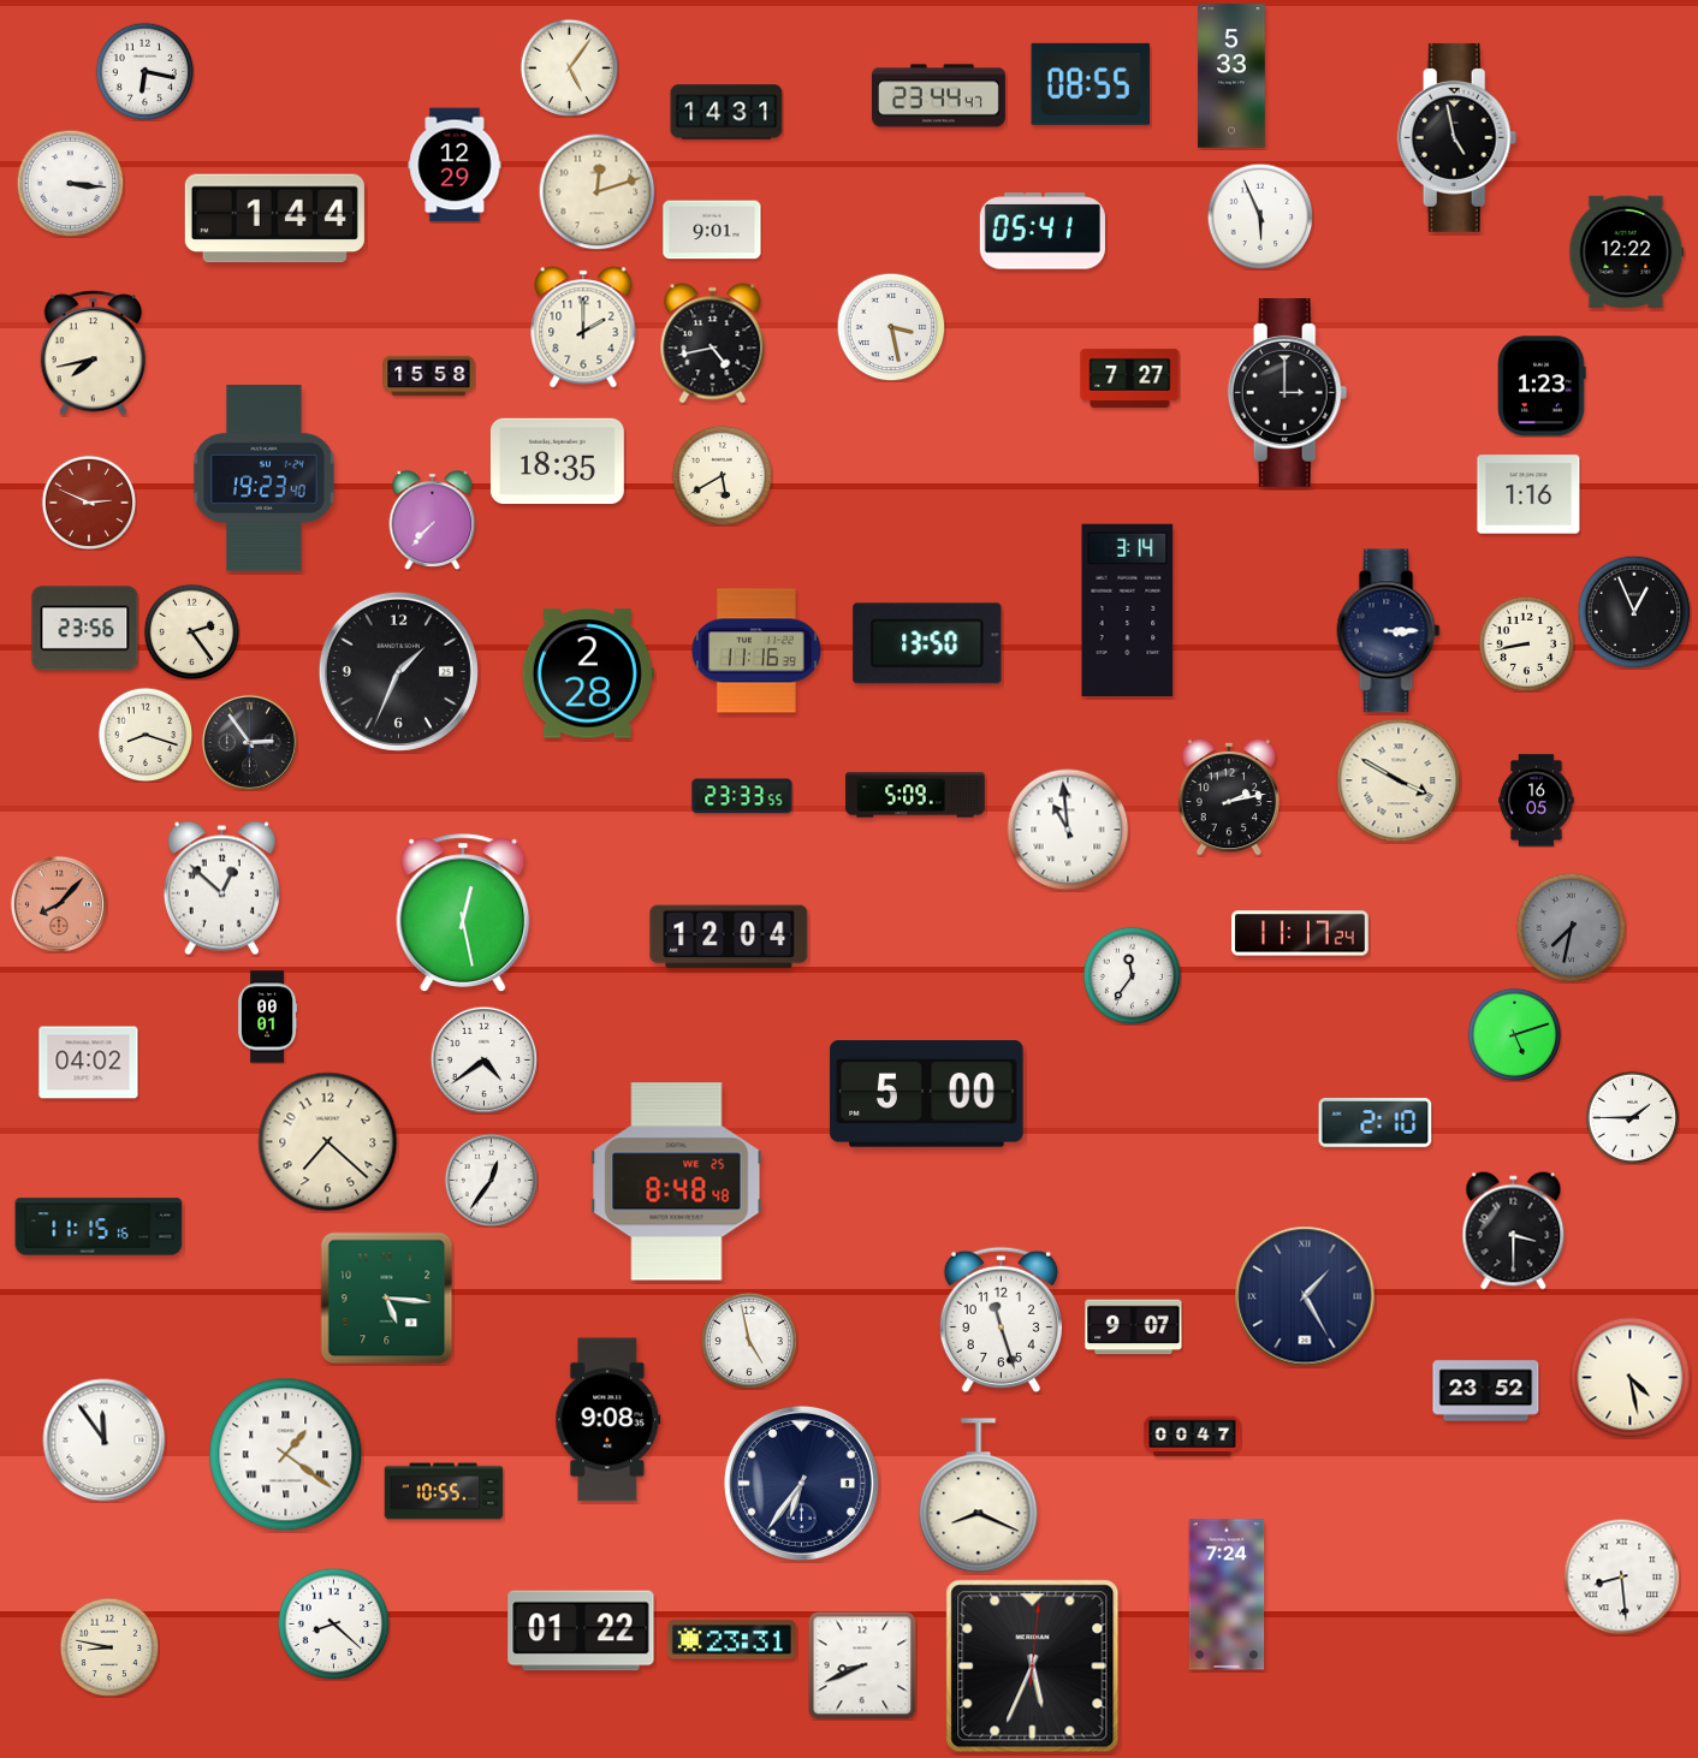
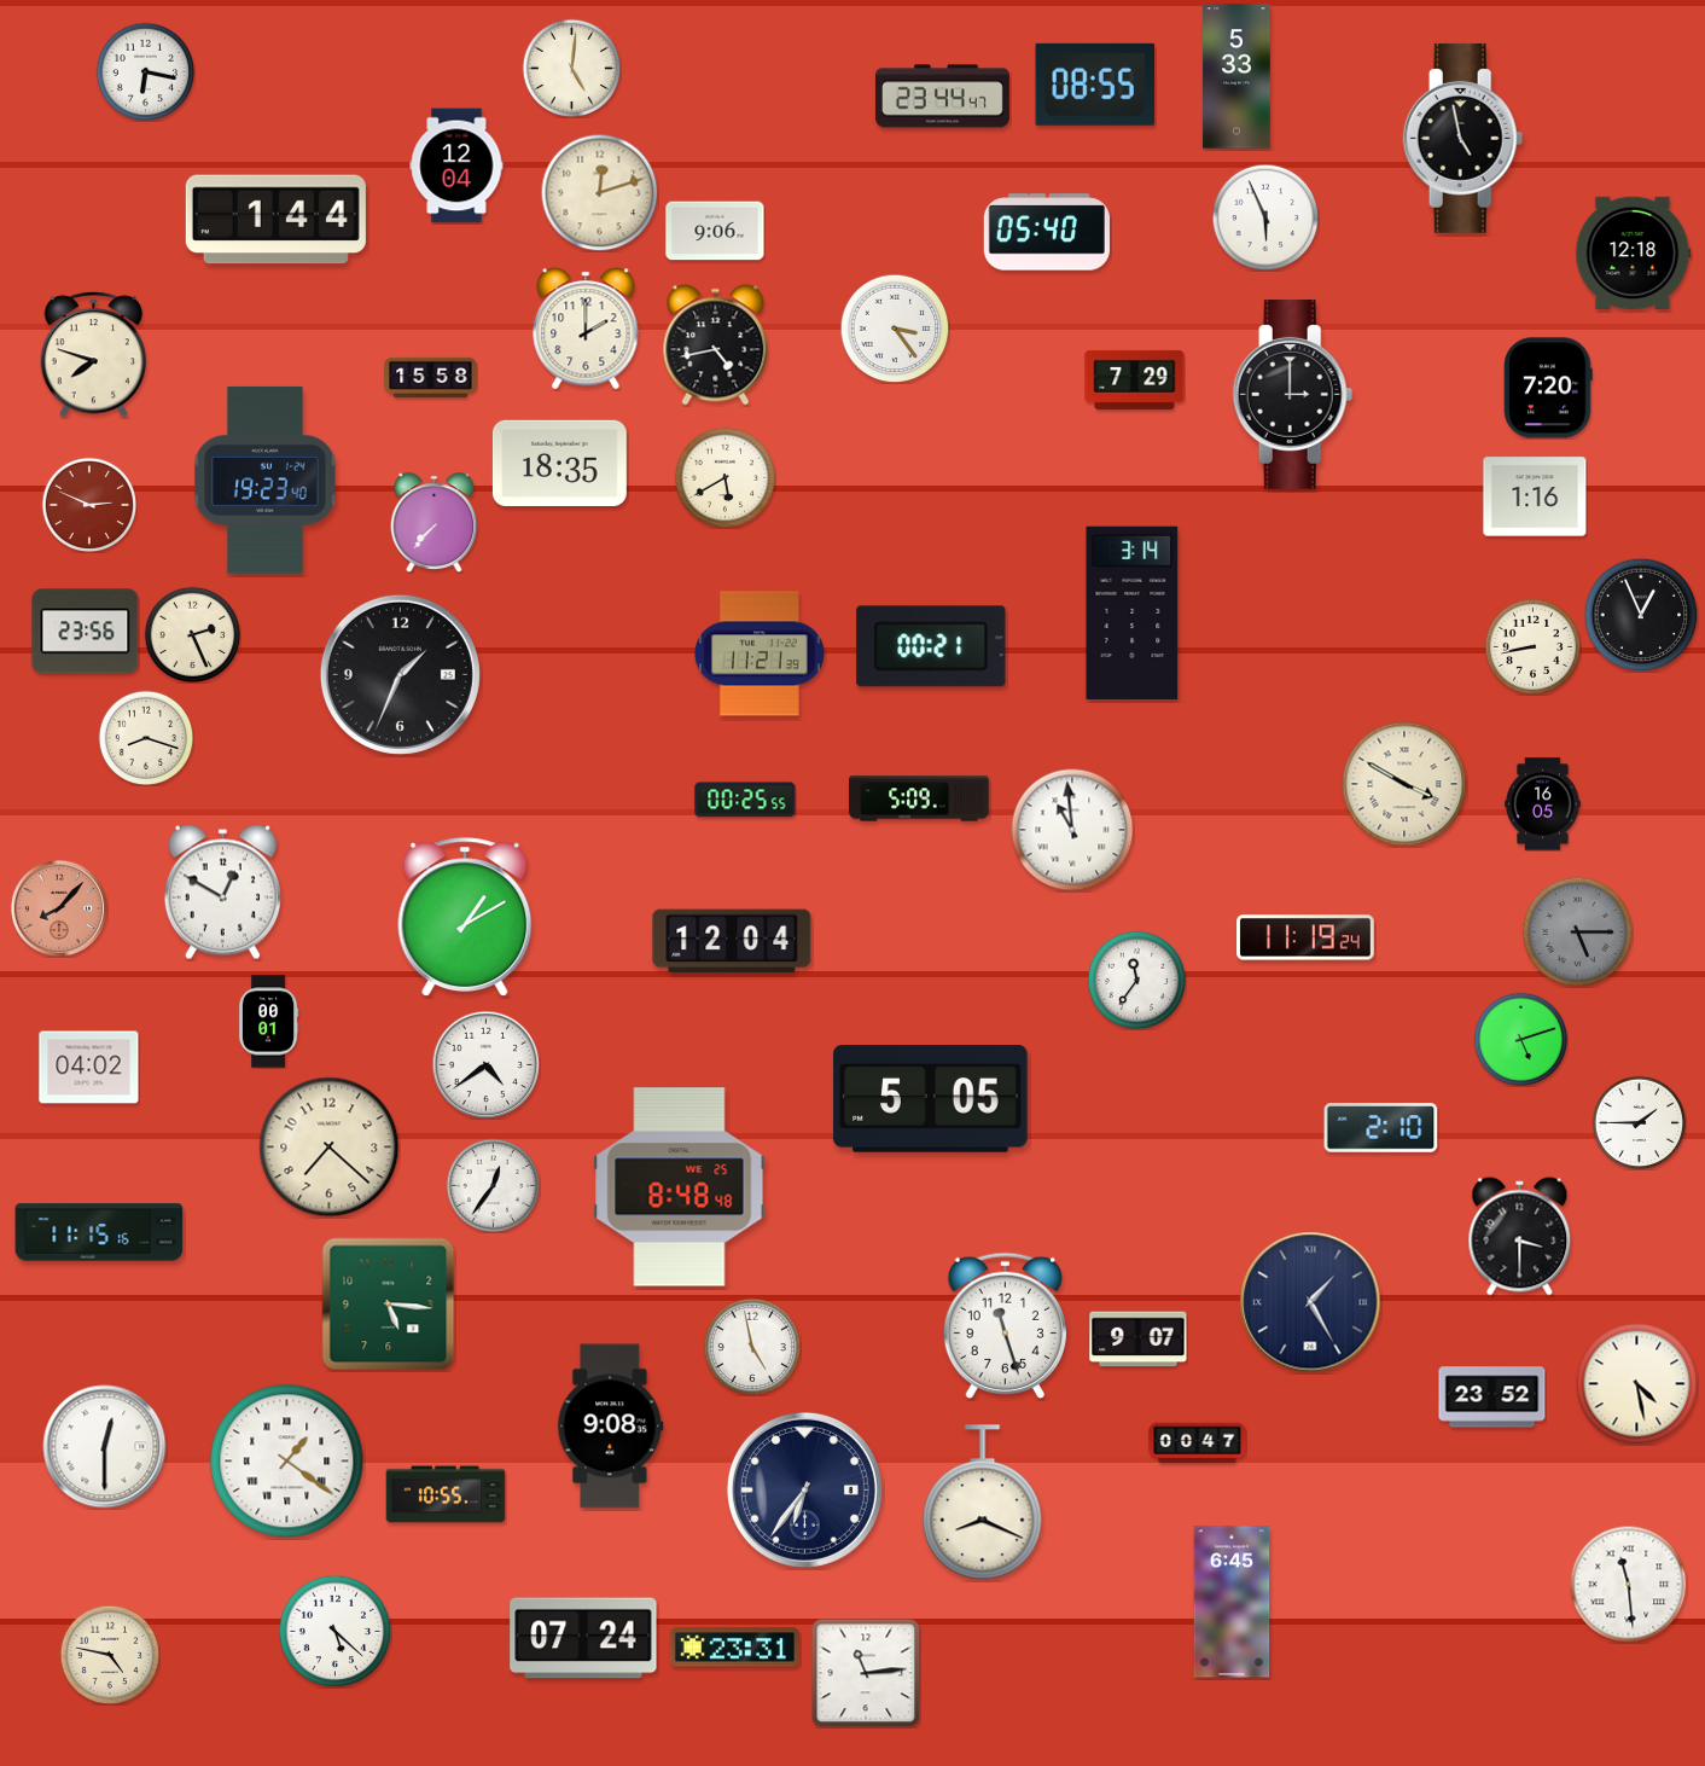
clock at (569, 67): 5:06 -> 5:01
clock at (726, 112): 14:31 -> none
clock at (455, 165): 12:29 -> 12:04
clock at (70, 183): 3:16 -> none
clock at (712, 230): 9:01 -> 9:06
clock at (1043, 231): 05:41 -> 05:40
clock at (1627, 251): 12:22 -> 12:18
clock at (891, 327): 3:28 -> 3:24
clock at (94, 354): 7:43 -> 7:48
clock at (1130, 378): 7:27 -> 7:29
clock at (1542, 386): 1:23 -> 7:20
clock at (191, 631): 2:24 -> 2:26
clock at (1389, 631): 3:15 -> none
clock at (927, 643): 13:50 -> 00:21
clock at (756, 651): 11:16 -> 11:21
clock at (588, 673): 2:28 -> none
clock at (249, 742): 2:54 -> none
clock at (742, 796): 23:33 -> 00:25
clock at (1228, 797): 2:13 -> none
clock at (1068, 830) position: (1068, 830) -> (1072, 830)
clock at (221, 889): 12:52 -> 12:50
clock at (463, 913): 12:28 -> 1:10
clock at (1571, 927): 7:32 -> 5:15
clock at (1300, 933): 11:17 -> 11:19
clock at (927, 1094): 5:00 -> 5:05
clock at (1134, 1328) position: (1134, 1328) -> (1139, 1340)
clock at (105, 1441): 11:54 -> 12:30
clock at (444, 1491) position: (444, 1491) -> (446, 1494)
clock at (1621, 1576): 8:29 -> 11:29
clock at (1227, 1594): 7:24 -> 6:45
clock at (333, 1623): 8:22 -> 5:22
clock at (581, 1631): 01:22 -> 07:24
clock at (109, 1647): 8:47 -> 4:47
clock at (862, 1665): 8:41 -> 11:14
clock at (1033, 1667): 5:34 -> none
